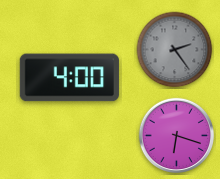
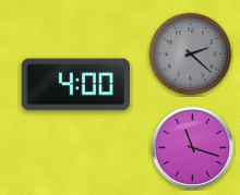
clock at (175, 50): 2:24 -> 2:22
clock at (176, 135): 6:18 -> 11:18
